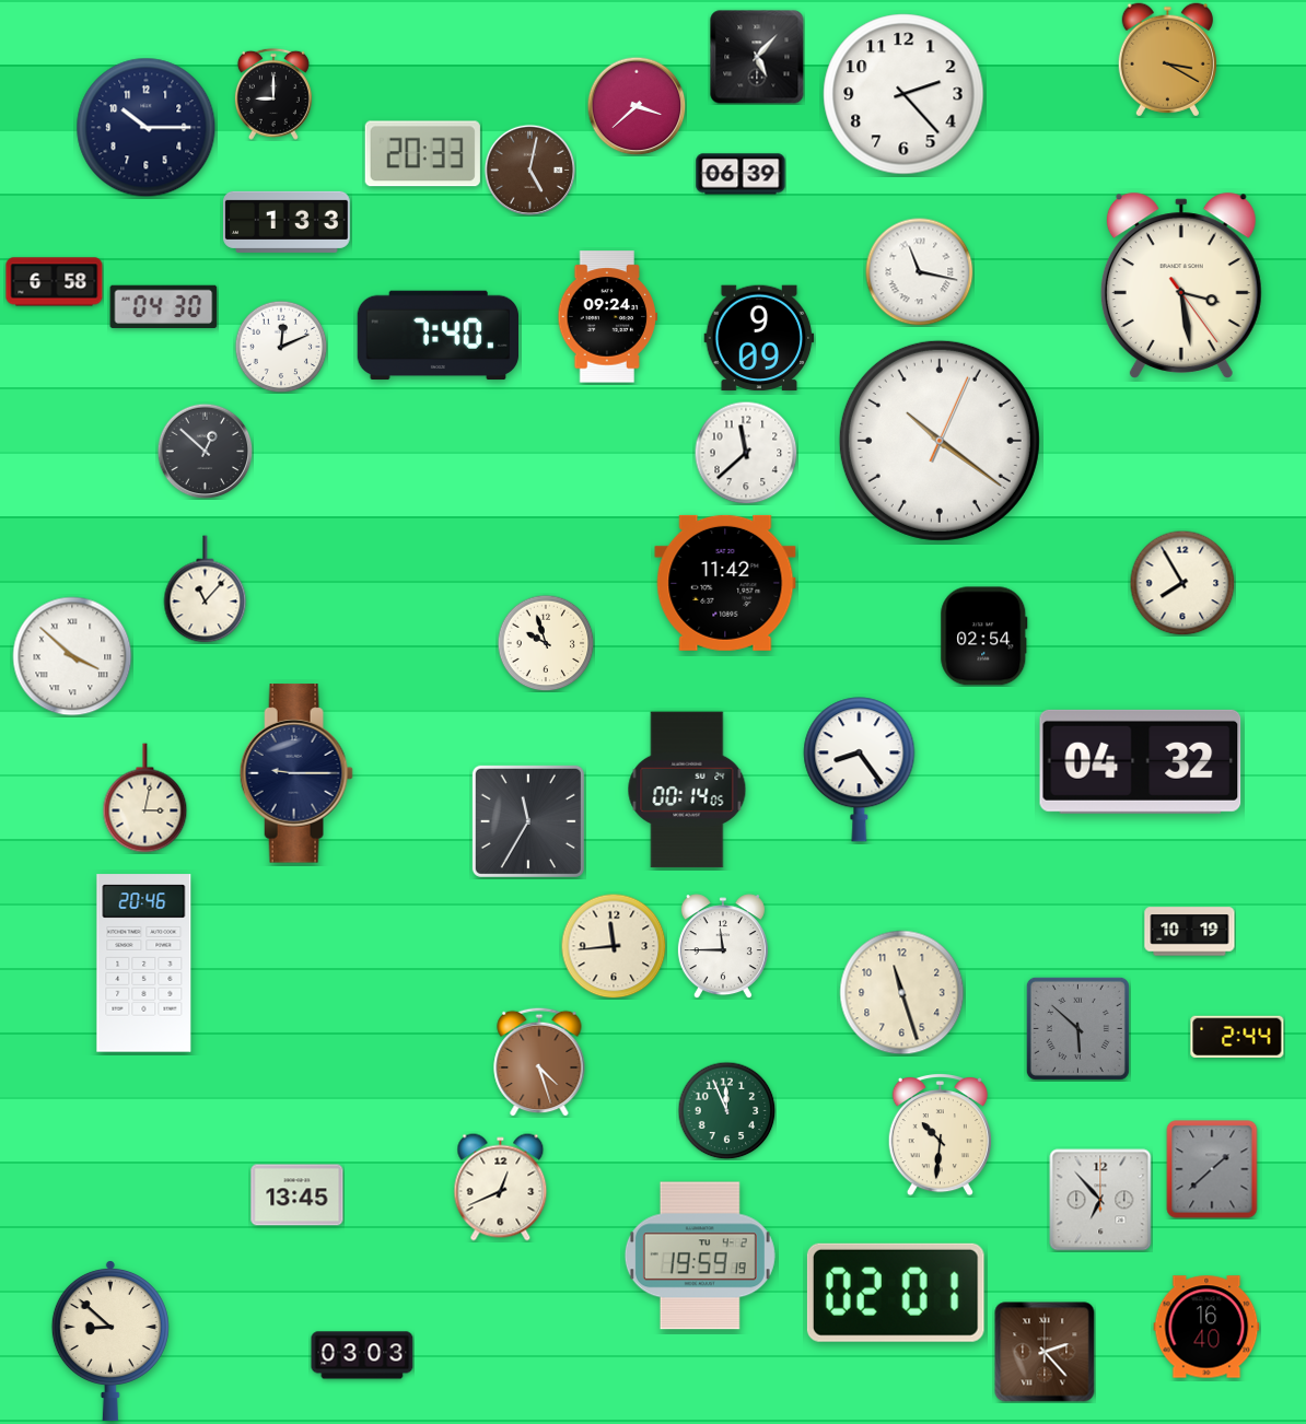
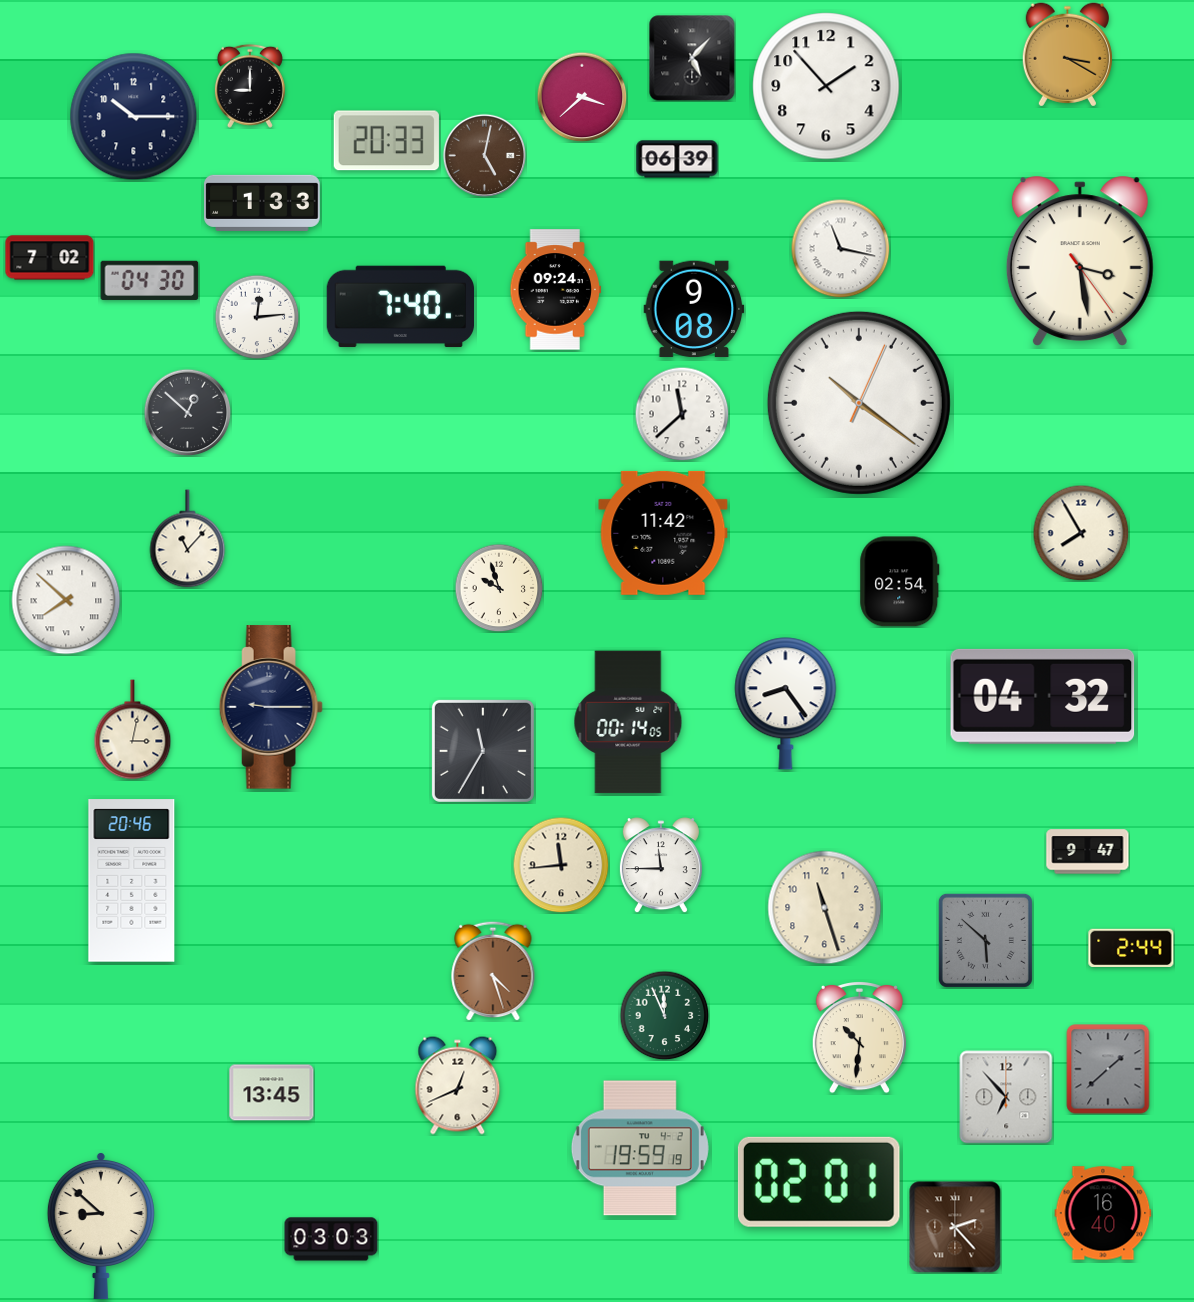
clock at (757, 57) position: (757, 57) -> (692, 58)
clock at (903, 94): 2:23 -> 1:53
clock at (55, 282): 6:58 -> 7:02
clock at (759, 338): 9:09 -> 9:08
clock at (281, 347): 12:11 -> 12:14
clock at (72, 656): 3:52 -> 7:52
clock at (1190, 932): 10:19 -> 9:47
clock at (1045, 1352) position: (1045, 1352) -> (955, 1227)
